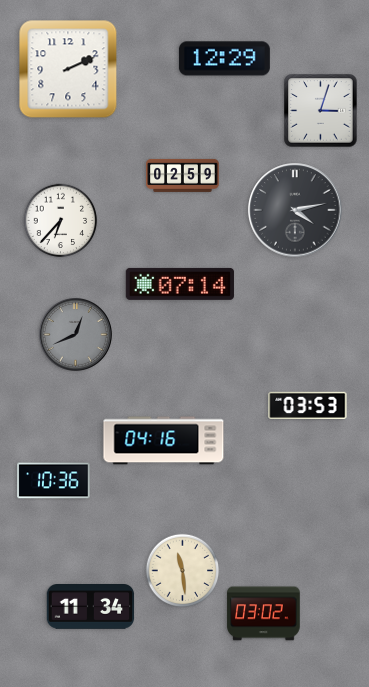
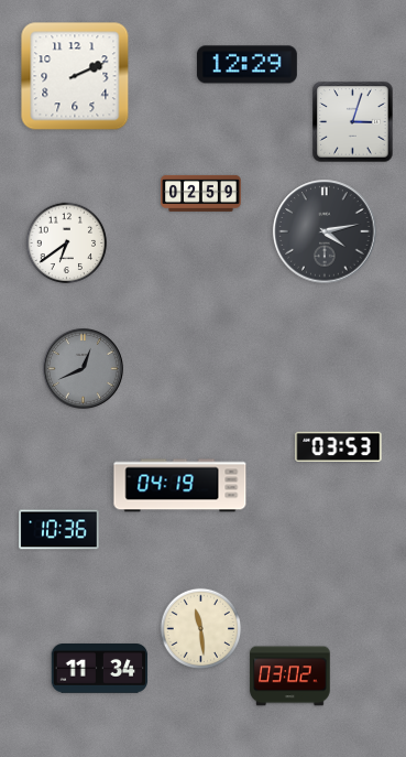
clock at (61, 221): 6:37 -> 6:39
clock at (180, 284): 07:14 -> none
clock at (164, 441): 04:16 -> 04:19
